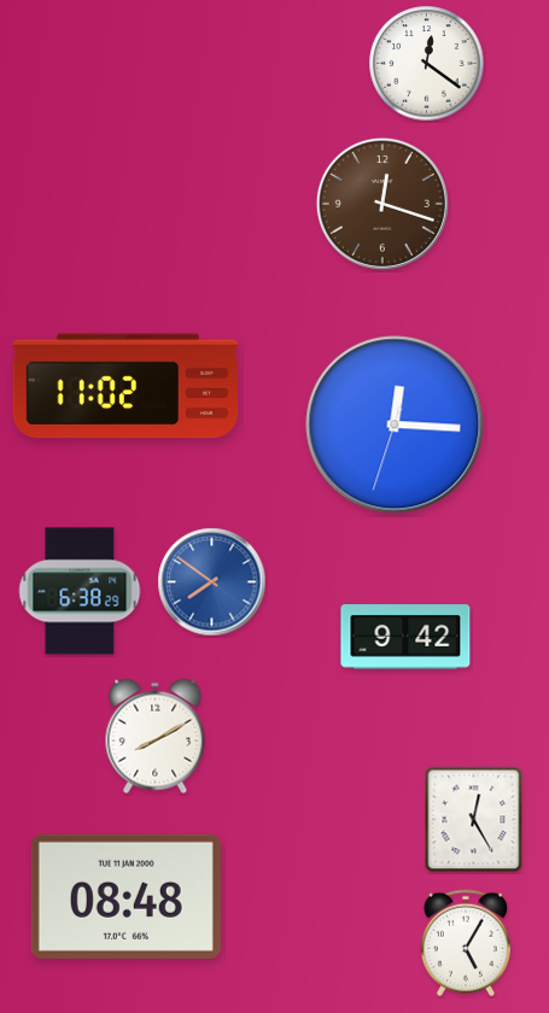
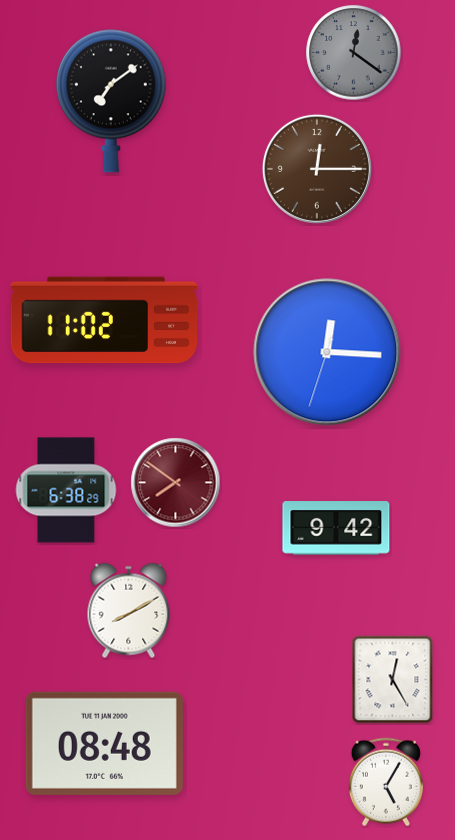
clock at (427, 64) dial: white -> grey
clock at (111, 101): none -> 7:09
clock at (382, 204): 12:18 -> 12:15
clock at (212, 582) dial: blue -> burgundy
